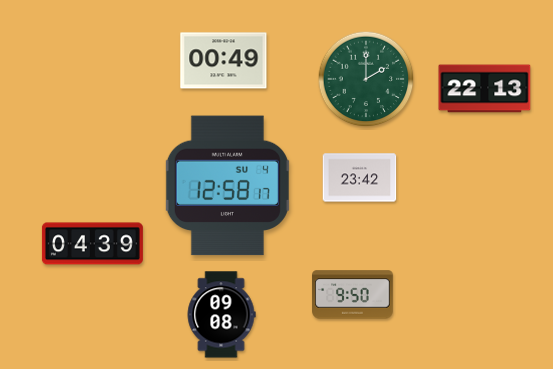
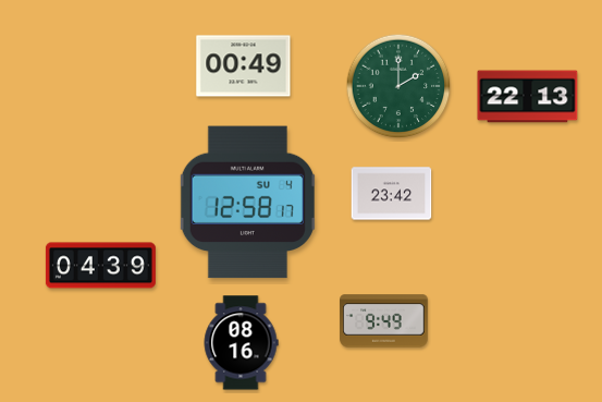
clock at (353, 295): 9:50 -> 9:49
clock at (221, 315): 09:08 -> 08:16
